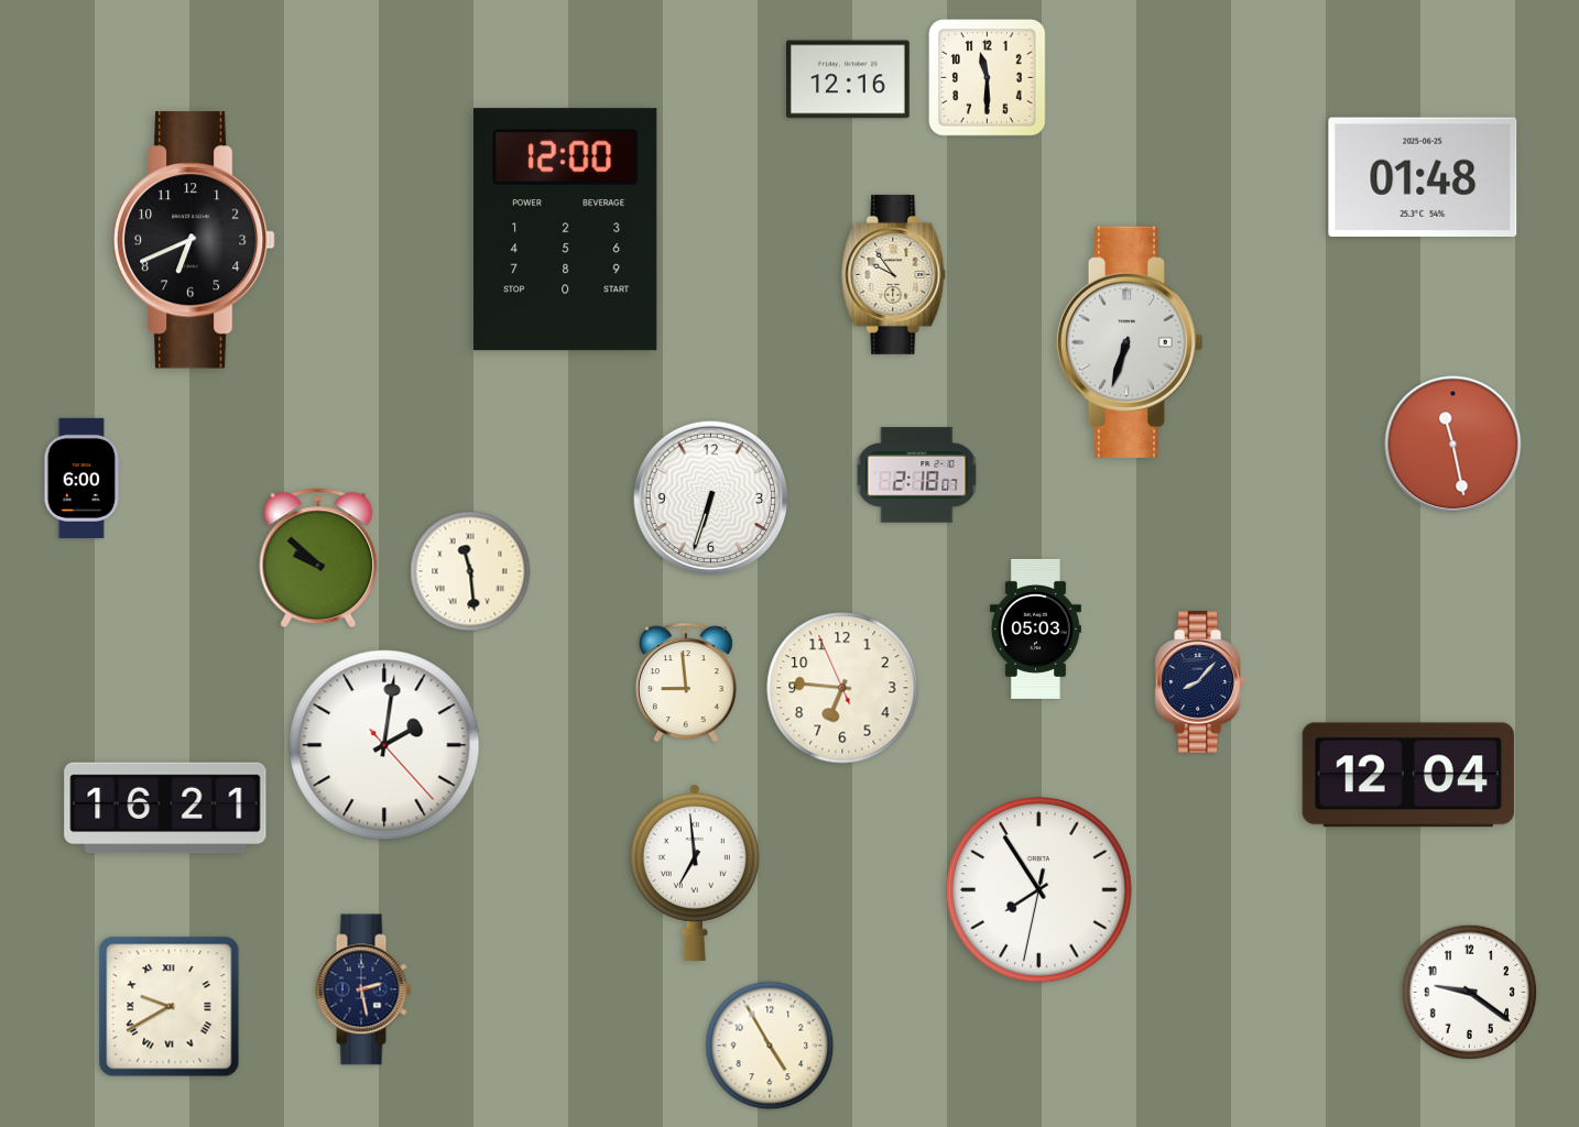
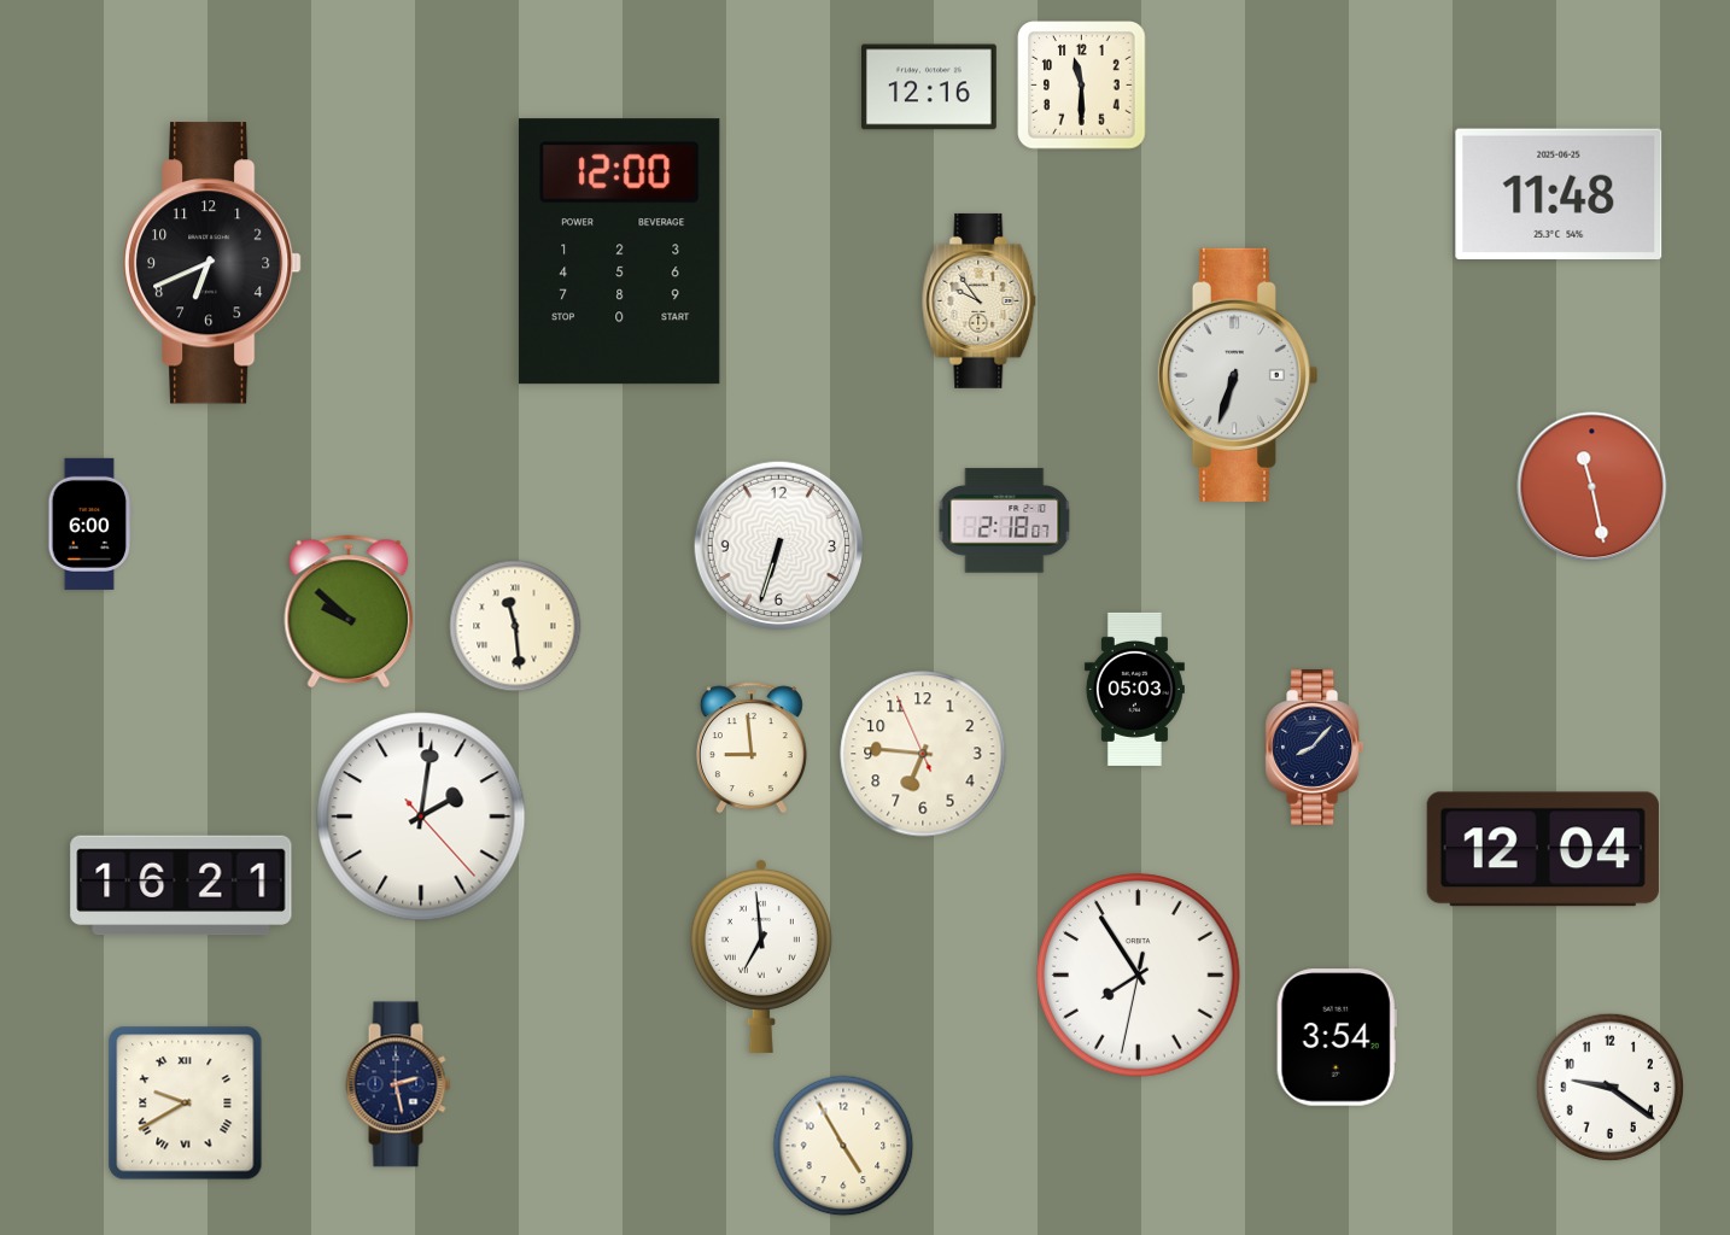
clock at (1423, 176): 01:48 -> 11:48
clock at (1337, 1037): none -> 3:54
